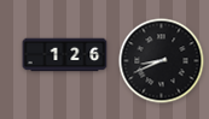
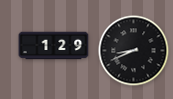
clock at (65, 55): 1:26 -> 1:29
